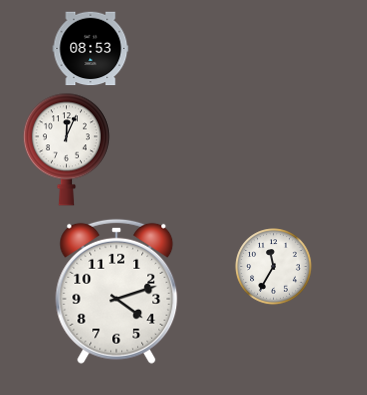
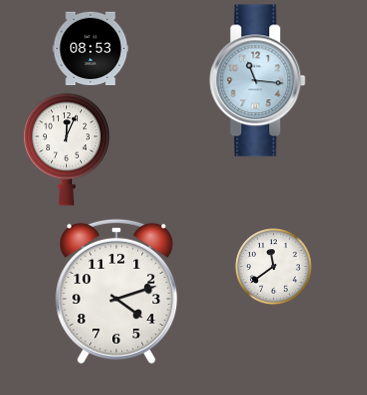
clock at (258, 81): none -> 11:16
clock at (274, 267): 11:35 -> 11:39
